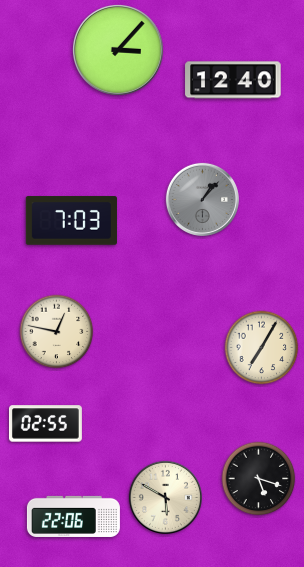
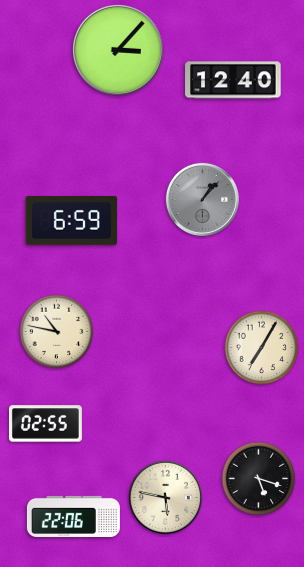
clock at (71, 221): 7:03 -> 6:59
clock at (57, 332): 12:47 -> 10:47
clock at (165, 497): 5:50 -> 5:47
